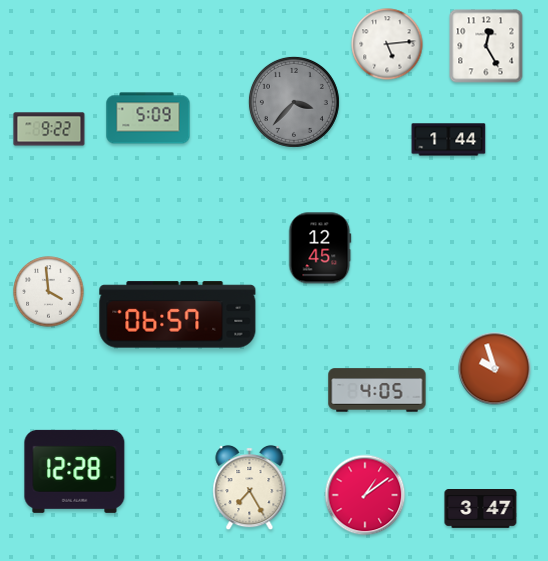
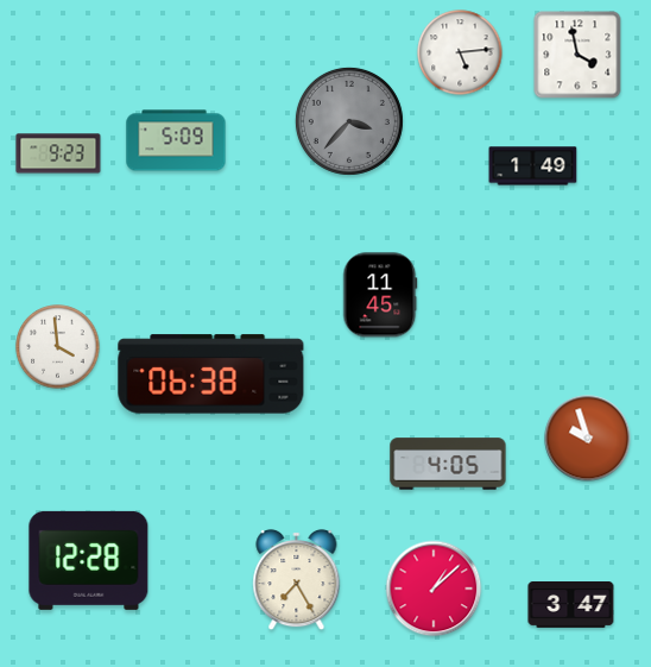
clock at (486, 46): 12:25 -> 3:58
clock at (49, 129): 9:22 -> 9:23
clock at (449, 140): 1:44 -> 1:49
clock at (320, 248): 12:45 -> 11:45
clock at (178, 315): 06:57 -> 06:38
clock at (365, 495): 1:09 -> 1:08
